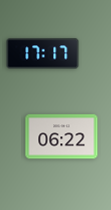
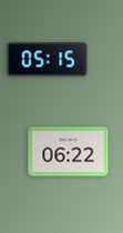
clock at (43, 54): 17:17 -> 05:15
